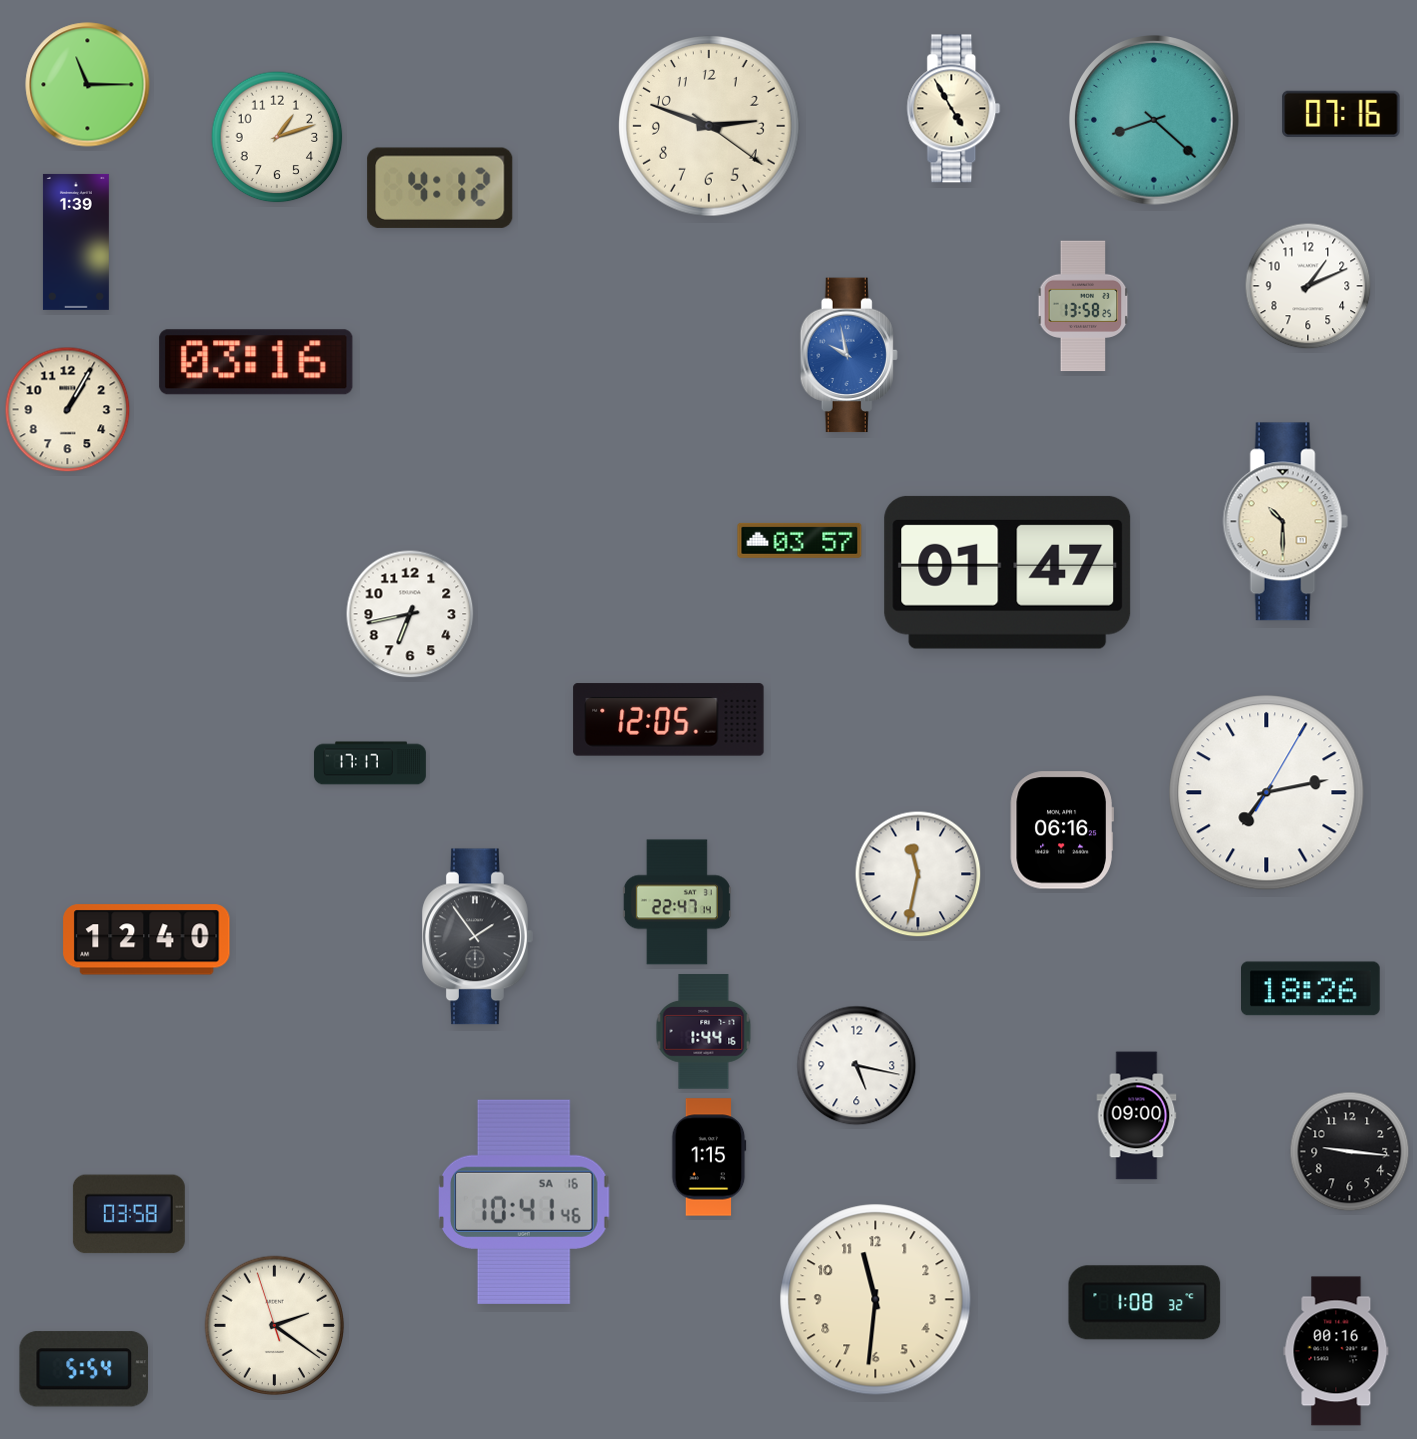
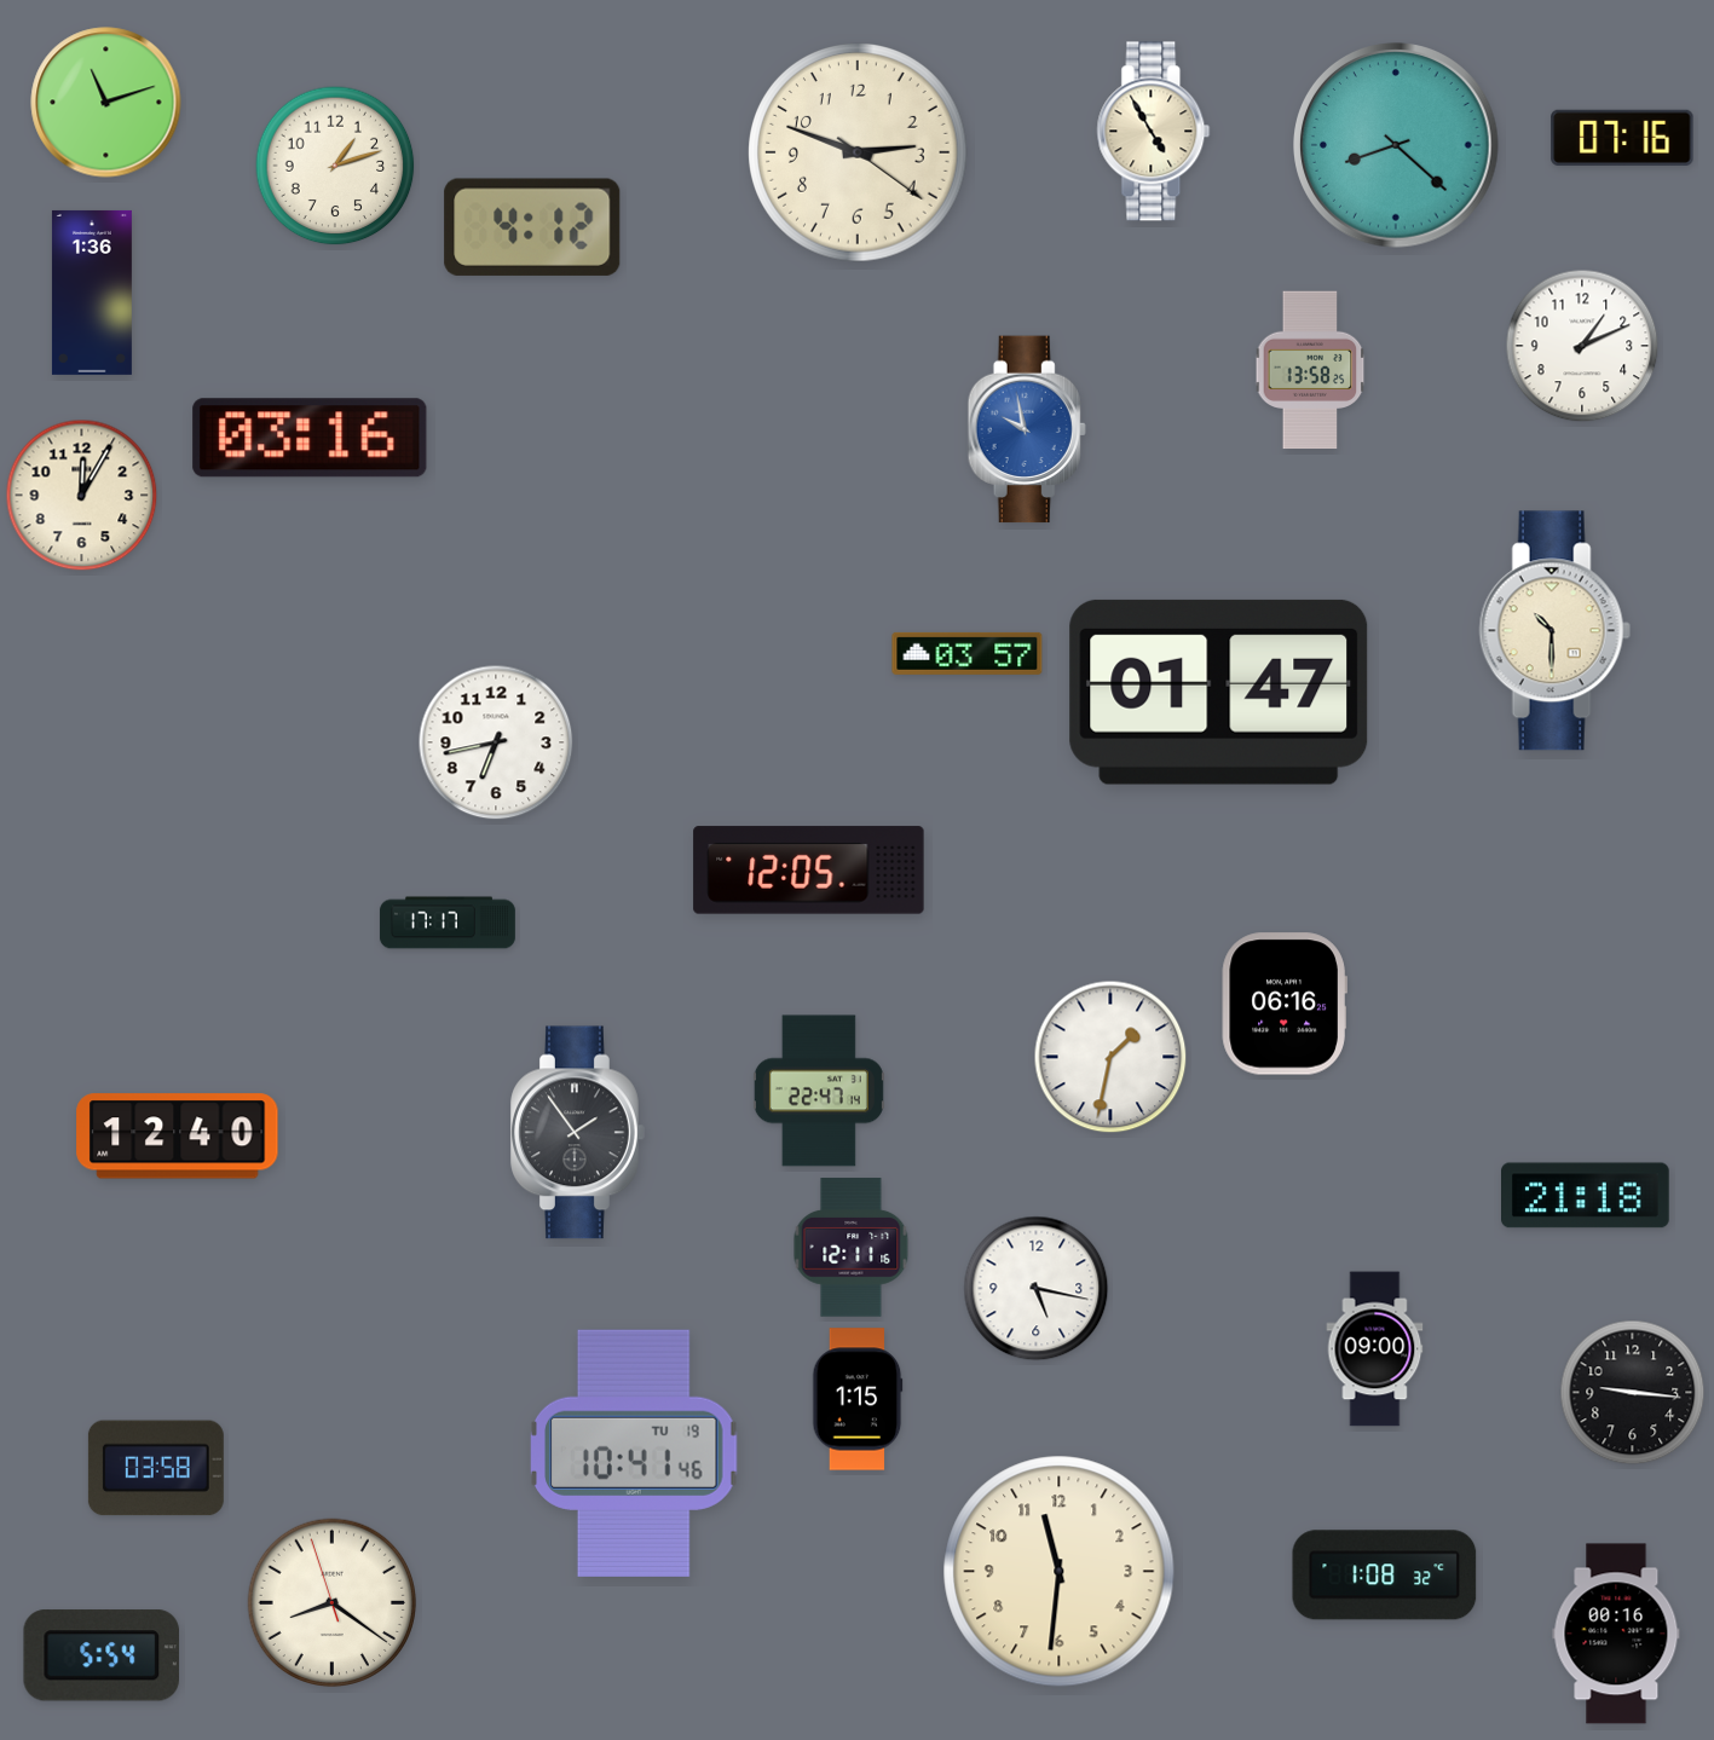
clock at (88, 85): 11:15 -> 11:12
clock at (76, 242): 1:39 -> 1:36
clock at (68, 410): 1:05 -> 12:05
clock at (1267, 793): 7:13 -> none
clock at (918, 874): 11:32 -> 1:32
clock at (1311, 989): 18:26 -> 21:18
clock at (704, 1032): 1:44 -> 12:11
clock at (525, 1202) date: SA 16 -> TU 19
clock at (275, 1326): 2:20 -> 8:20
